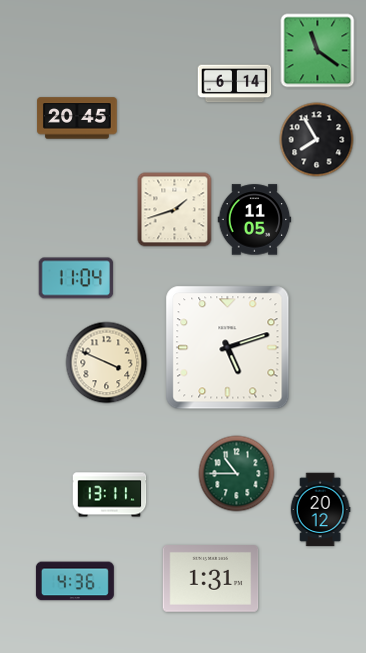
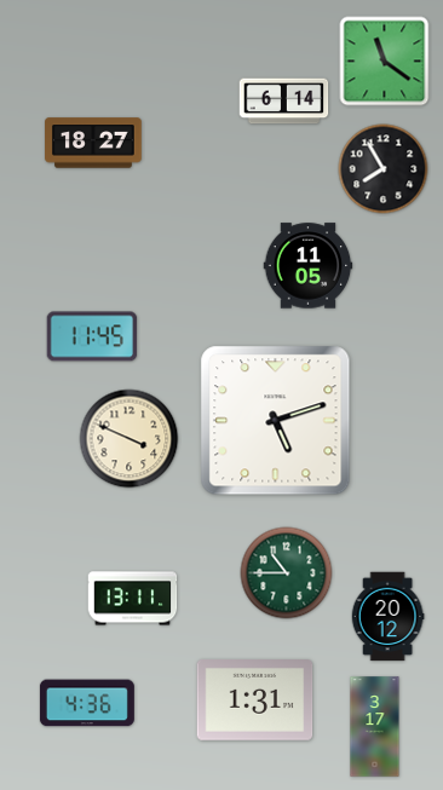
clock at (77, 118): 20:45 -> 18:27
clock at (175, 210): 1:42 -> none
clock at (76, 278): 11:04 -> 11:45
clock at (75, 581) position: (75, 581) -> (87, 703)
clock at (375, 727): none -> 3:17
